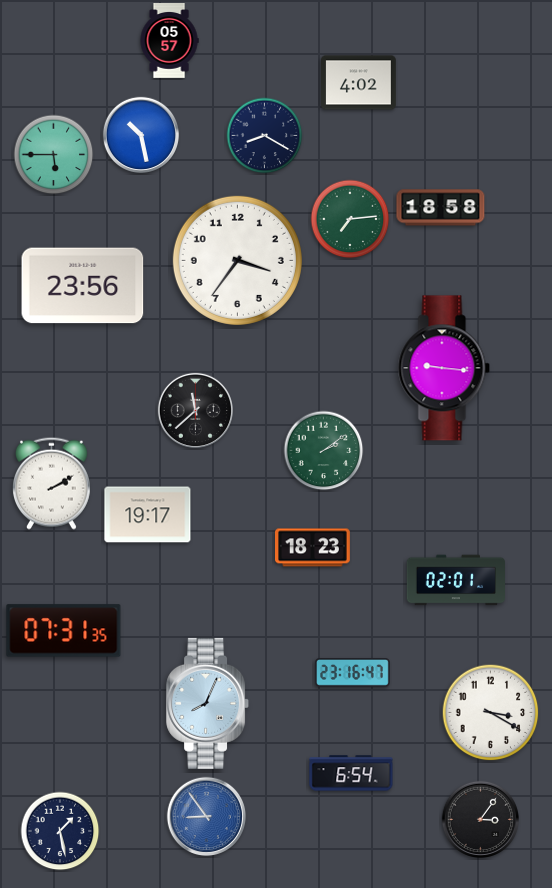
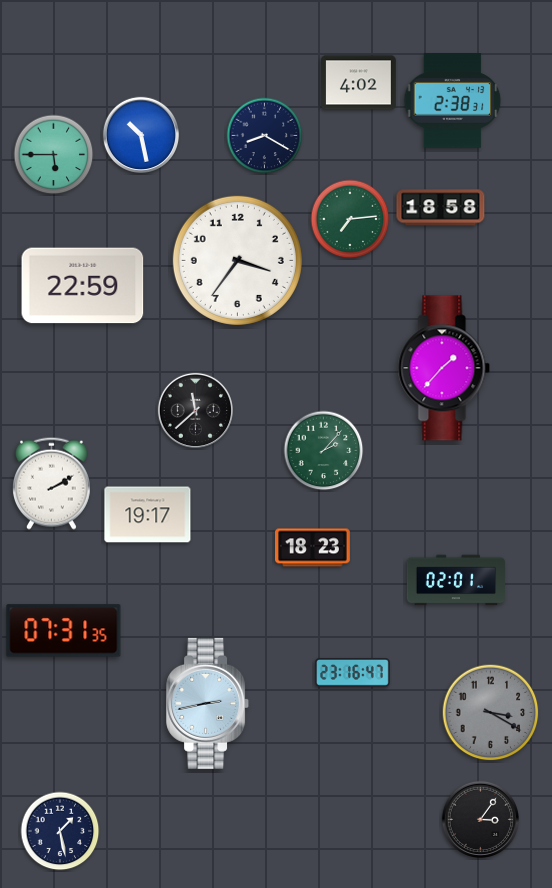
clock at (169, 41): 05:57 -> none
clock at (453, 101): none -> 2:38
clock at (83, 286): 23:56 -> 22:59
clock at (444, 368): 9:16 -> 1:37
clock at (324, 451): 2:09 -> 2:07
clock at (208, 703): 8:04 -> 2:43
clock at (491, 713) dial: white -> grey
clock at (351, 773): 6:54 -> none
clock at (207, 817): 8:54 -> none
